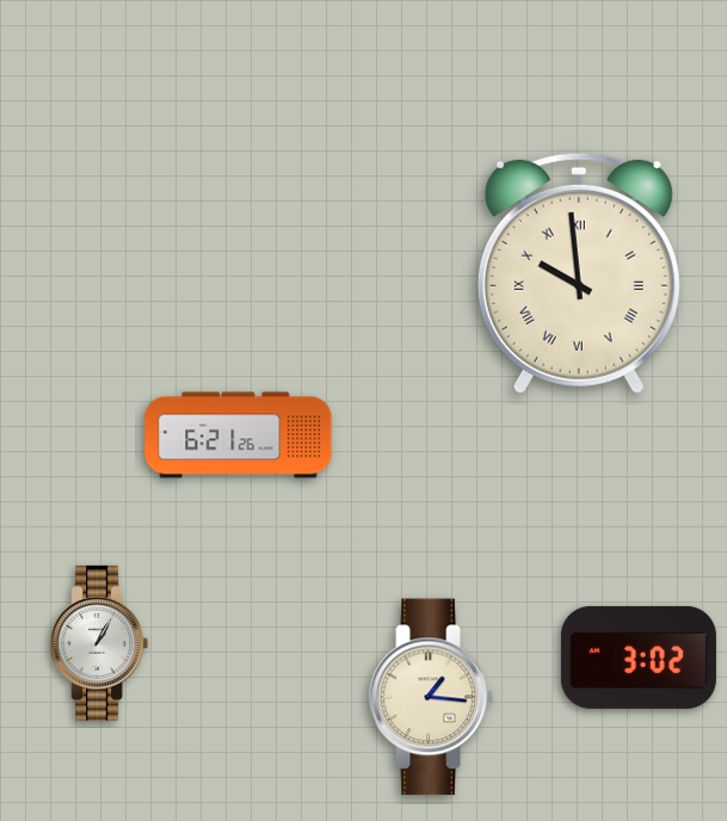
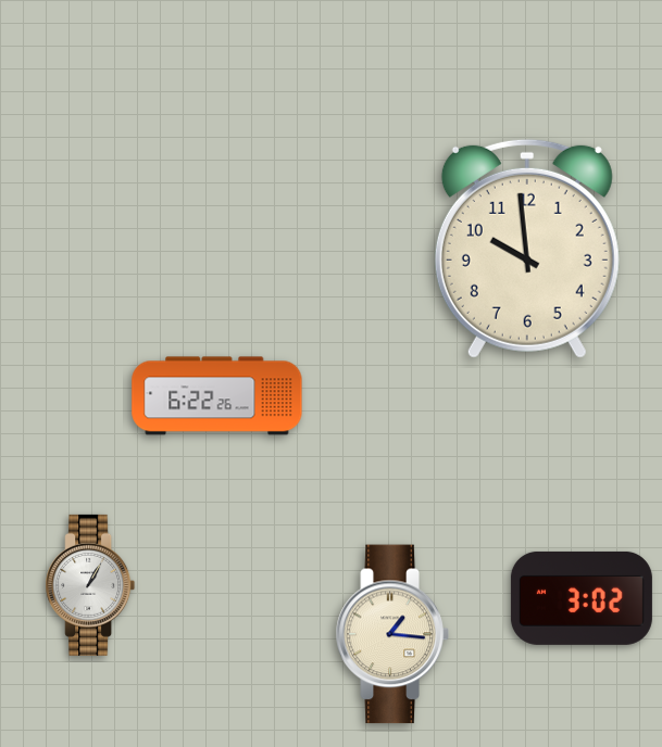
clock at (579, 273) numerals: Roman -> Arabic
clock at (239, 436): 6:21 -> 6:22
